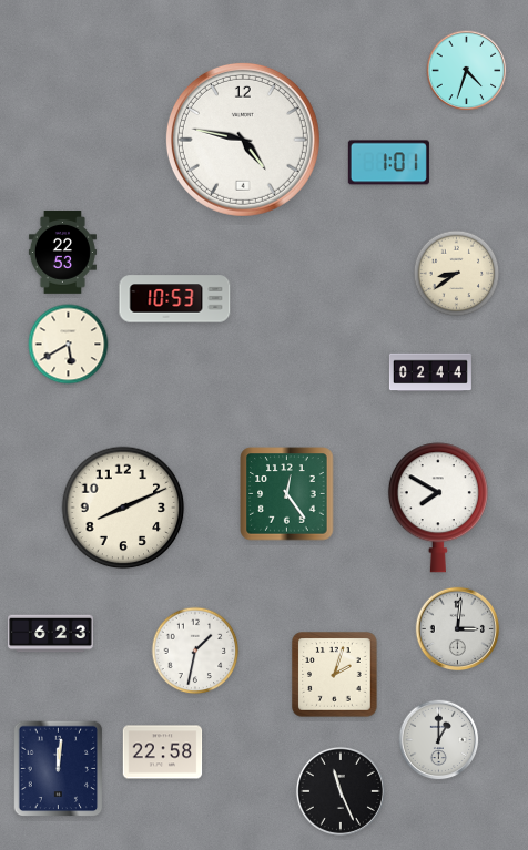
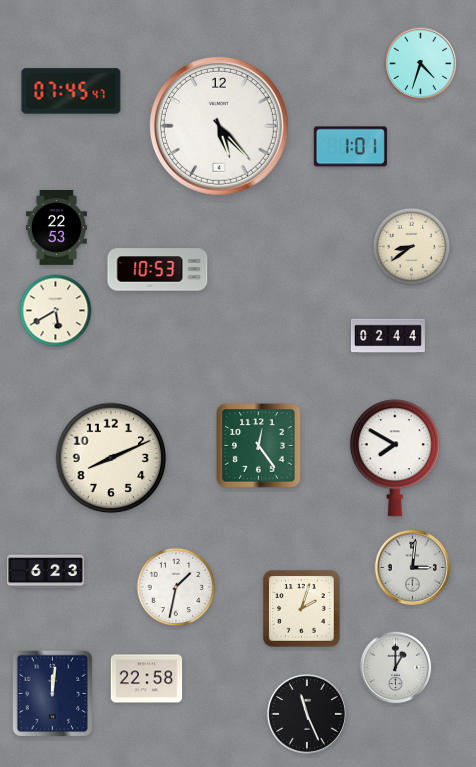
clock at (71, 91): none -> 07:45
clock at (243, 140): 4:47 -> 5:23
clock at (69, 345) position: (69, 345) -> (56, 311)
